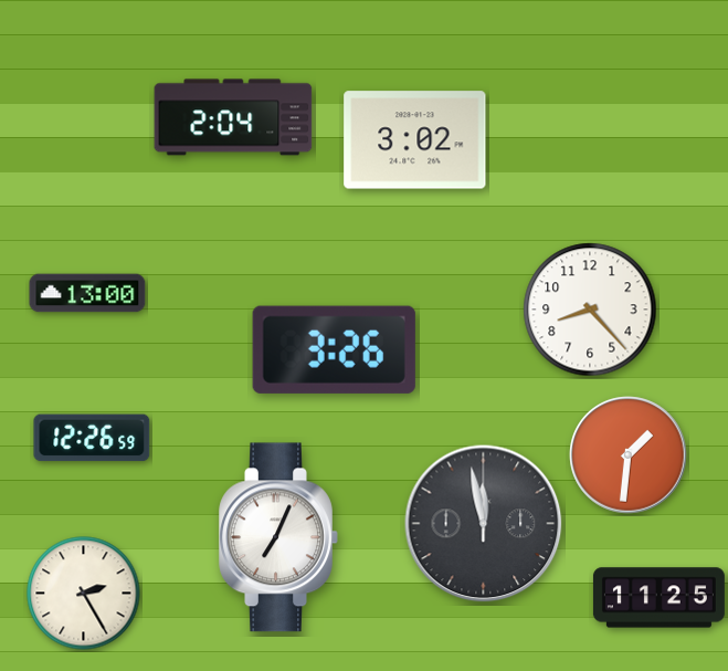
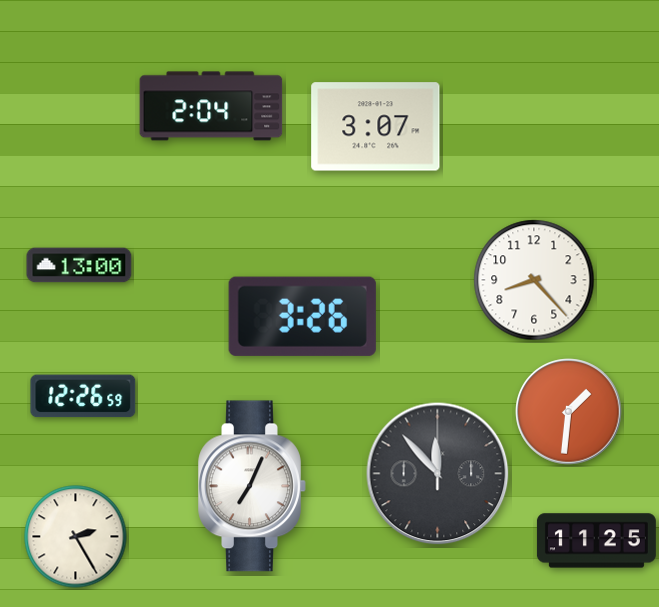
clock at (415, 140): 3:02 -> 3:07
clock at (484, 524): 11:58 -> 11:53
